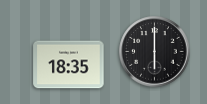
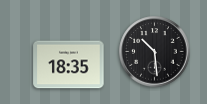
clock at (155, 52): 6:00 -> 10:29
